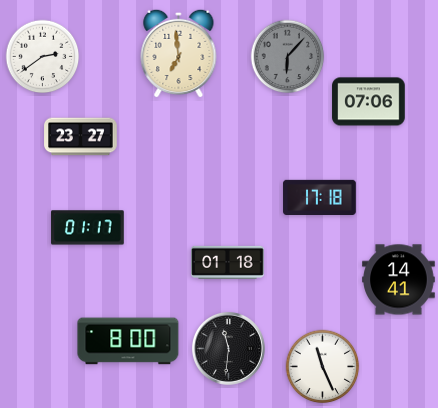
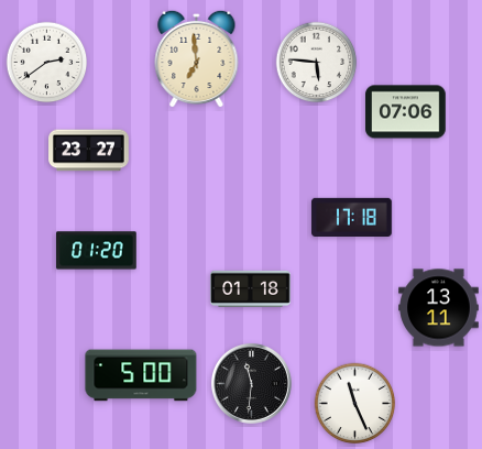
clock at (288, 57): 6:07 -> 5:46
clock at (288, 57) dial: grey -> white
clock at (88, 228): 01:17 -> 01:20
clock at (399, 280): 14:41 -> 13:11
clock at (128, 341): 8:00 -> 5:00
